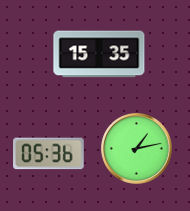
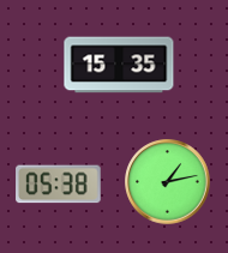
clock at (137, 149) position: (137, 149) -> (168, 182)
clock at (49, 154): 05:36 -> 05:38
